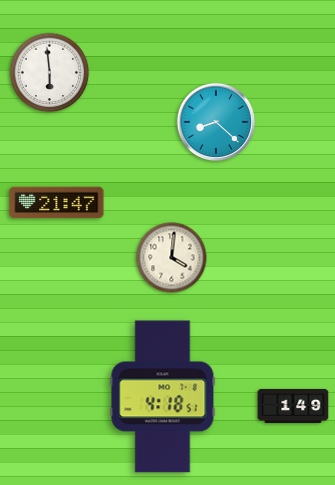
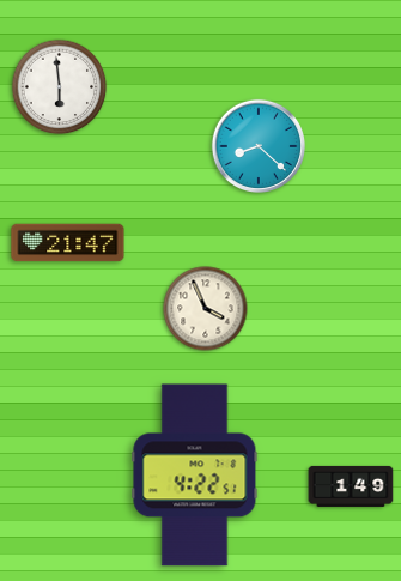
clock at (172, 258): 4:01 -> 3:56
clock at (163, 397): 4:18 -> 4:22
